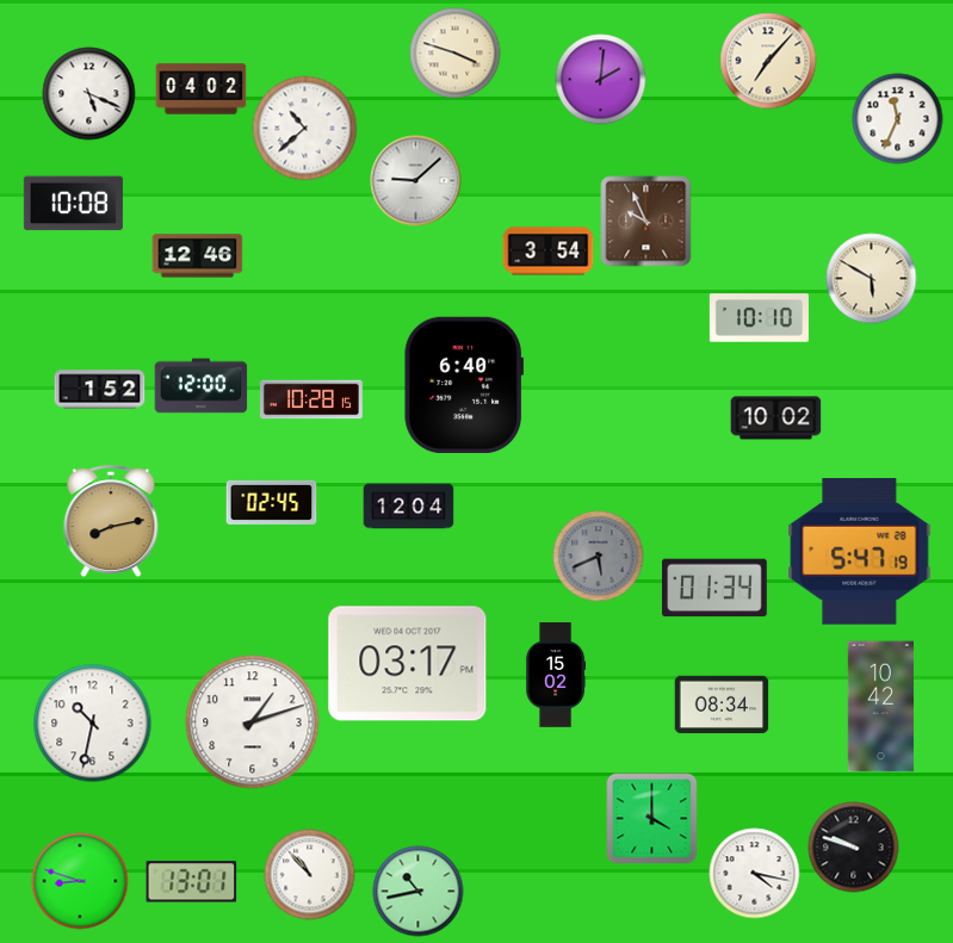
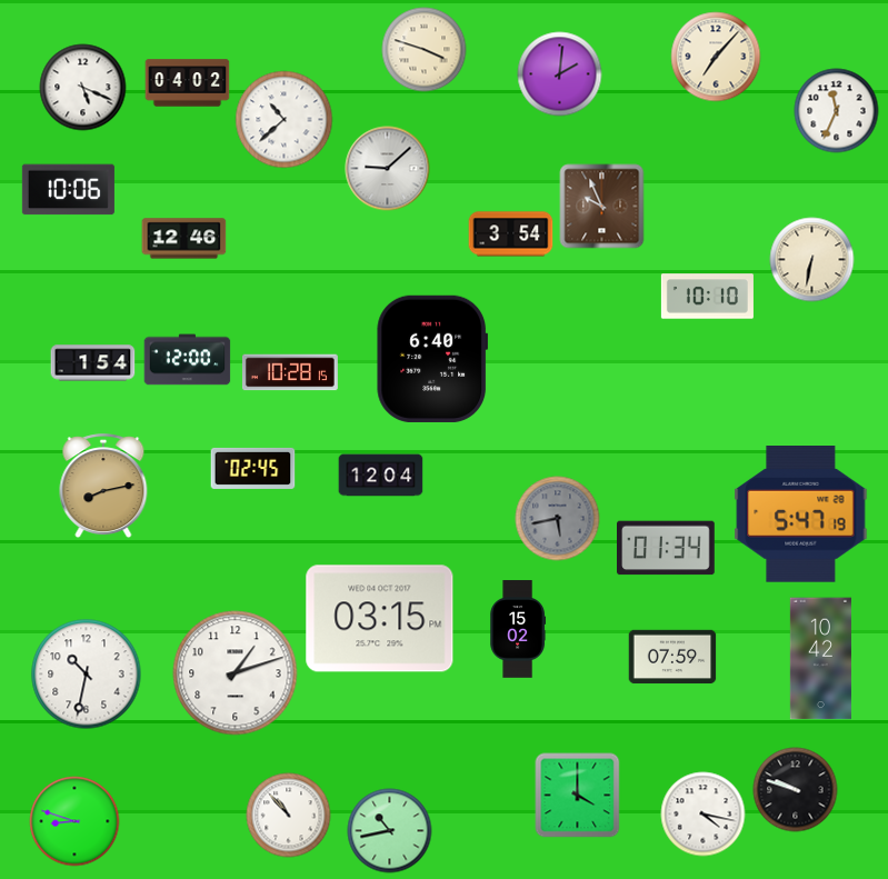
clock at (73, 204): 10:08 -> 10:06
clock at (872, 279): 5:50 -> 6:32
clock at (100, 390): 1:52 -> 1:54
clock at (776, 418): 10:02 -> none
clock at (409, 507) position: (409, 507) -> (381, 476)
clock at (599, 557): 5:41 -> 5:43
clock at (408, 664): 03:17 -> 03:15
clock at (722, 705): 08:34 -> 07:59
clock at (652, 819) position: (652, 819) -> (578, 796)
clock at (192, 882): 13:01 -> none
